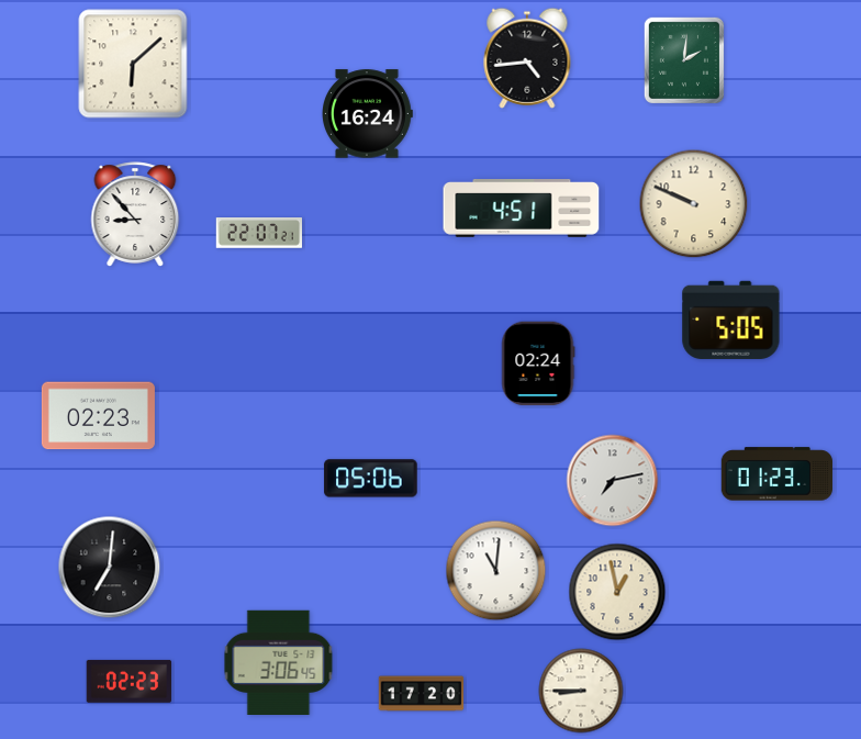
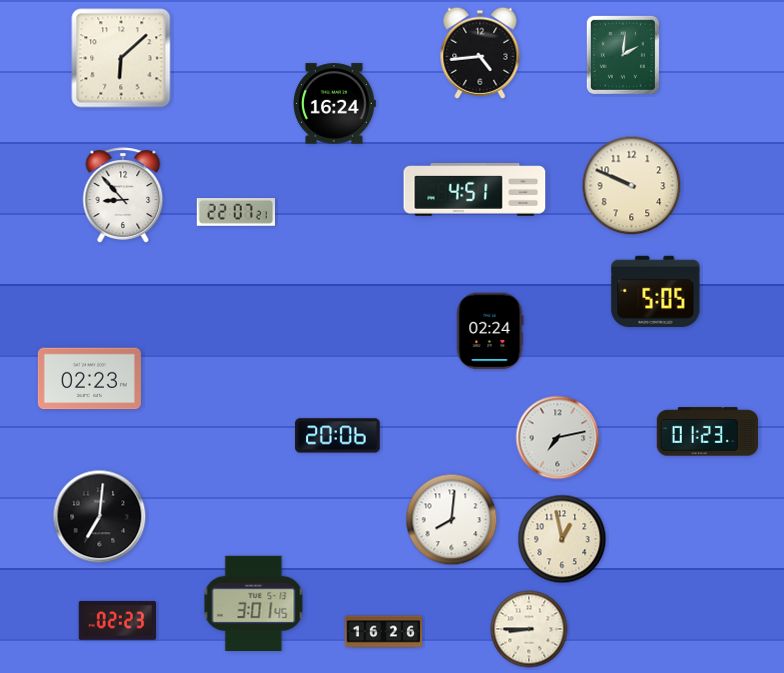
clock at (731, 320) position: (731, 320) -> (656, 291)
clock at (371, 479): 05:06 -> 20:06
clock at (496, 571): 11:01 -> 8:01
clock at (279, 662): 3:06 -> 3:01
clock at (422, 694): 17:20 -> 16:26
